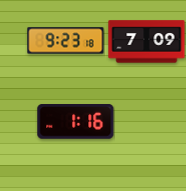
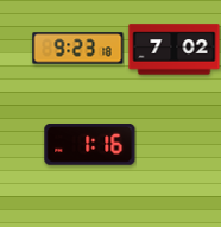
clock at (147, 42): 7:09 -> 7:02
